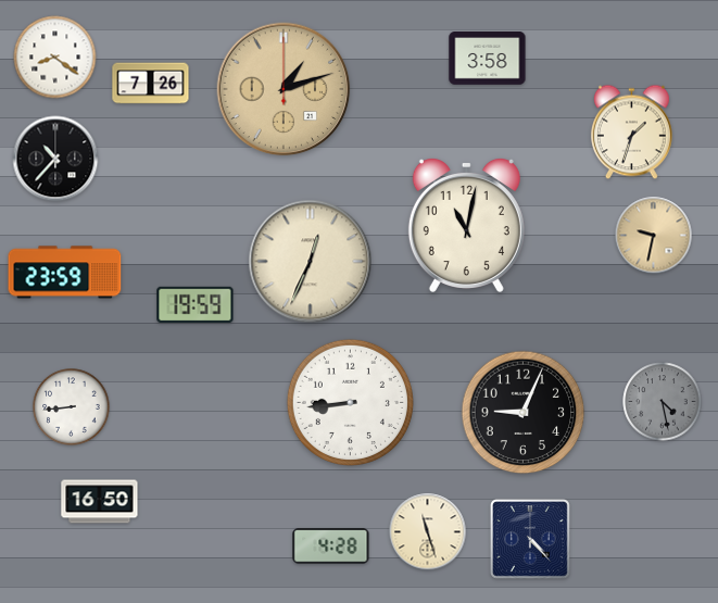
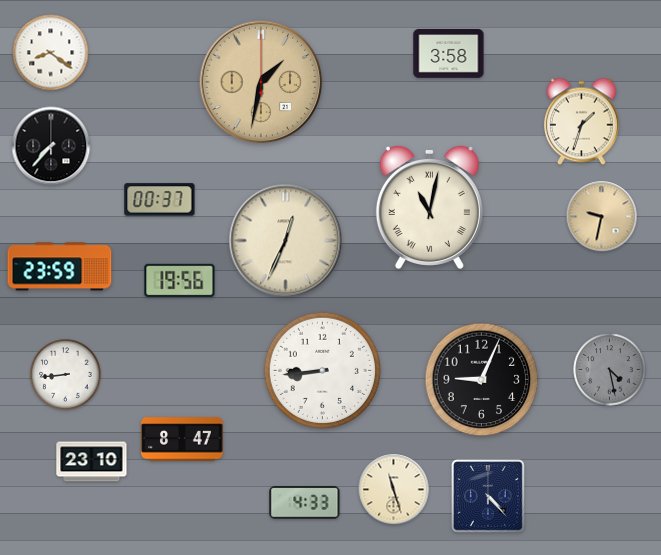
clock at (151, 84): 7:26 -> none
clock at (284, 89): 1:12 -> 1:32
clock at (55, 159): 10:37 -> 7:37
clock at (160, 200): none -> 00:37
clock at (466, 225) numerals: Arabic -> Roman
clock at (65, 273) position: (65, 273) -> (60, 267)
clock at (196, 304): 19:59 -> 19:56
clock at (182, 439): none -> 8:47
clock at (100, 502): 16:50 -> 23:10
clock at (331, 547): 4:28 -> 4:33
